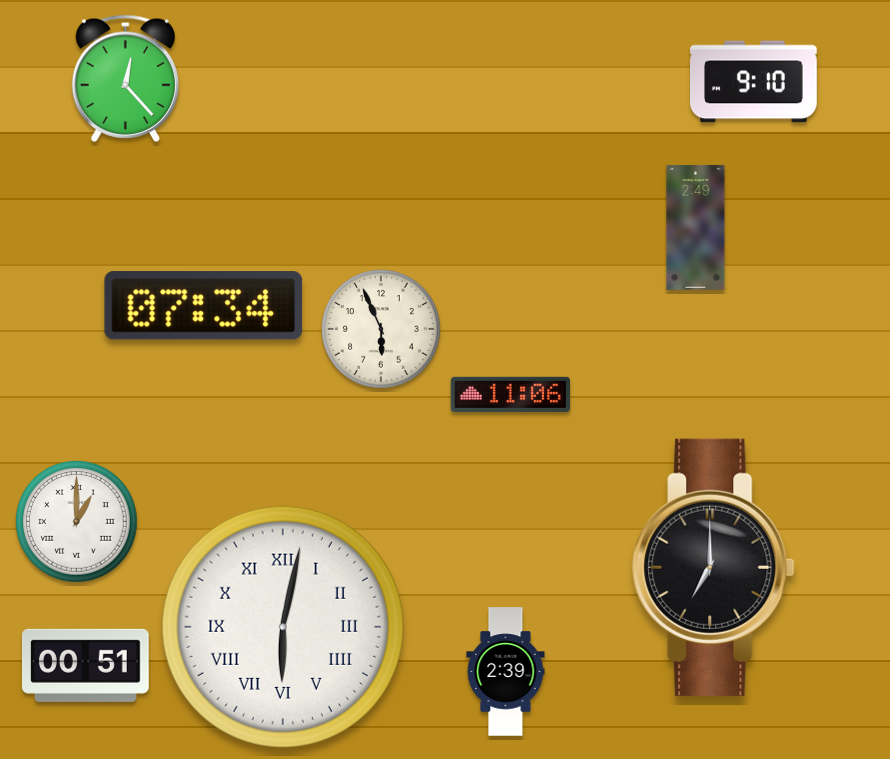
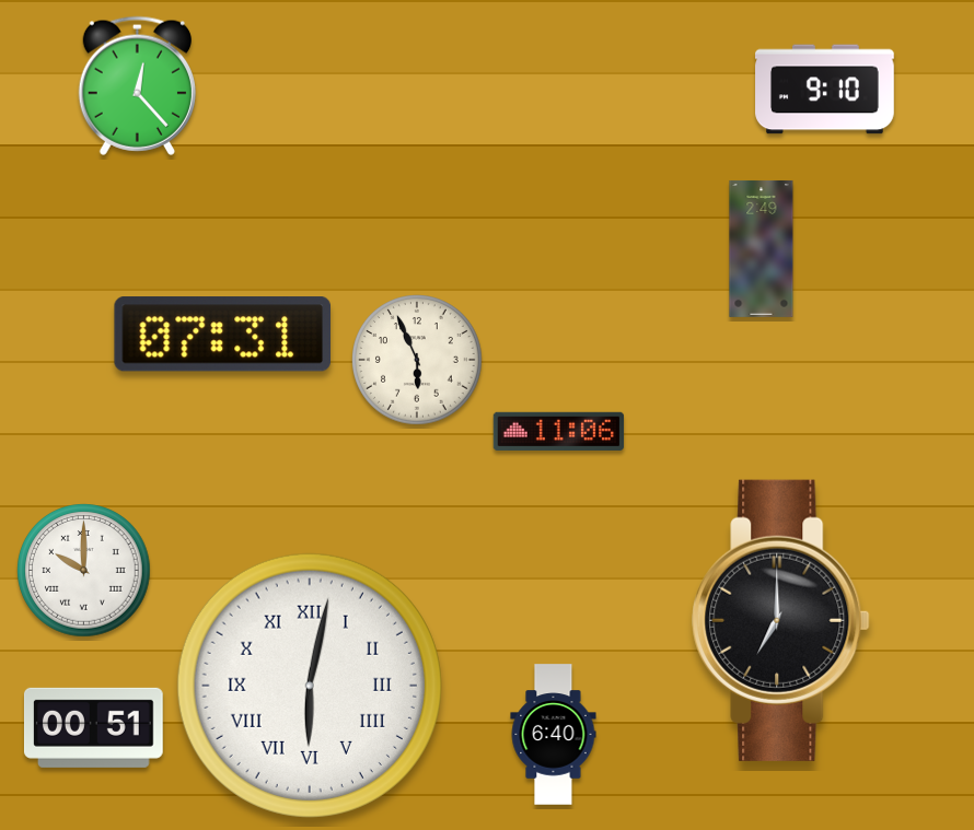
clock at (203, 306): 07:34 -> 07:31
clock at (77, 522): 1:00 -> 10:00
clock at (506, 672): 2:39 -> 6:40
